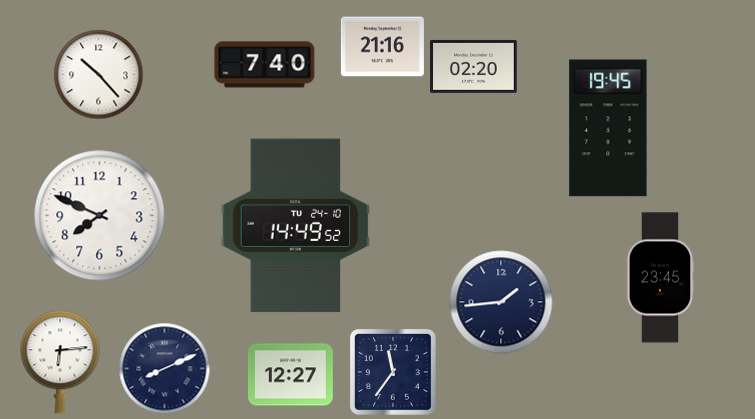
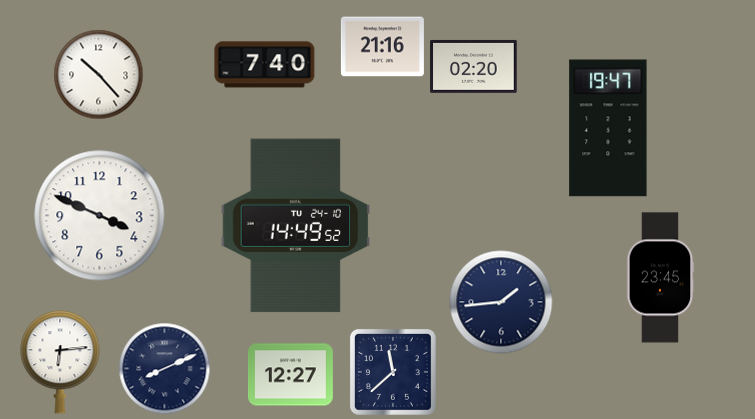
clock at (608, 128): 19:45 -> 19:47
clock at (100, 216): 7:49 -> 3:49
clock at (393, 372): 11:36 -> 11:38
